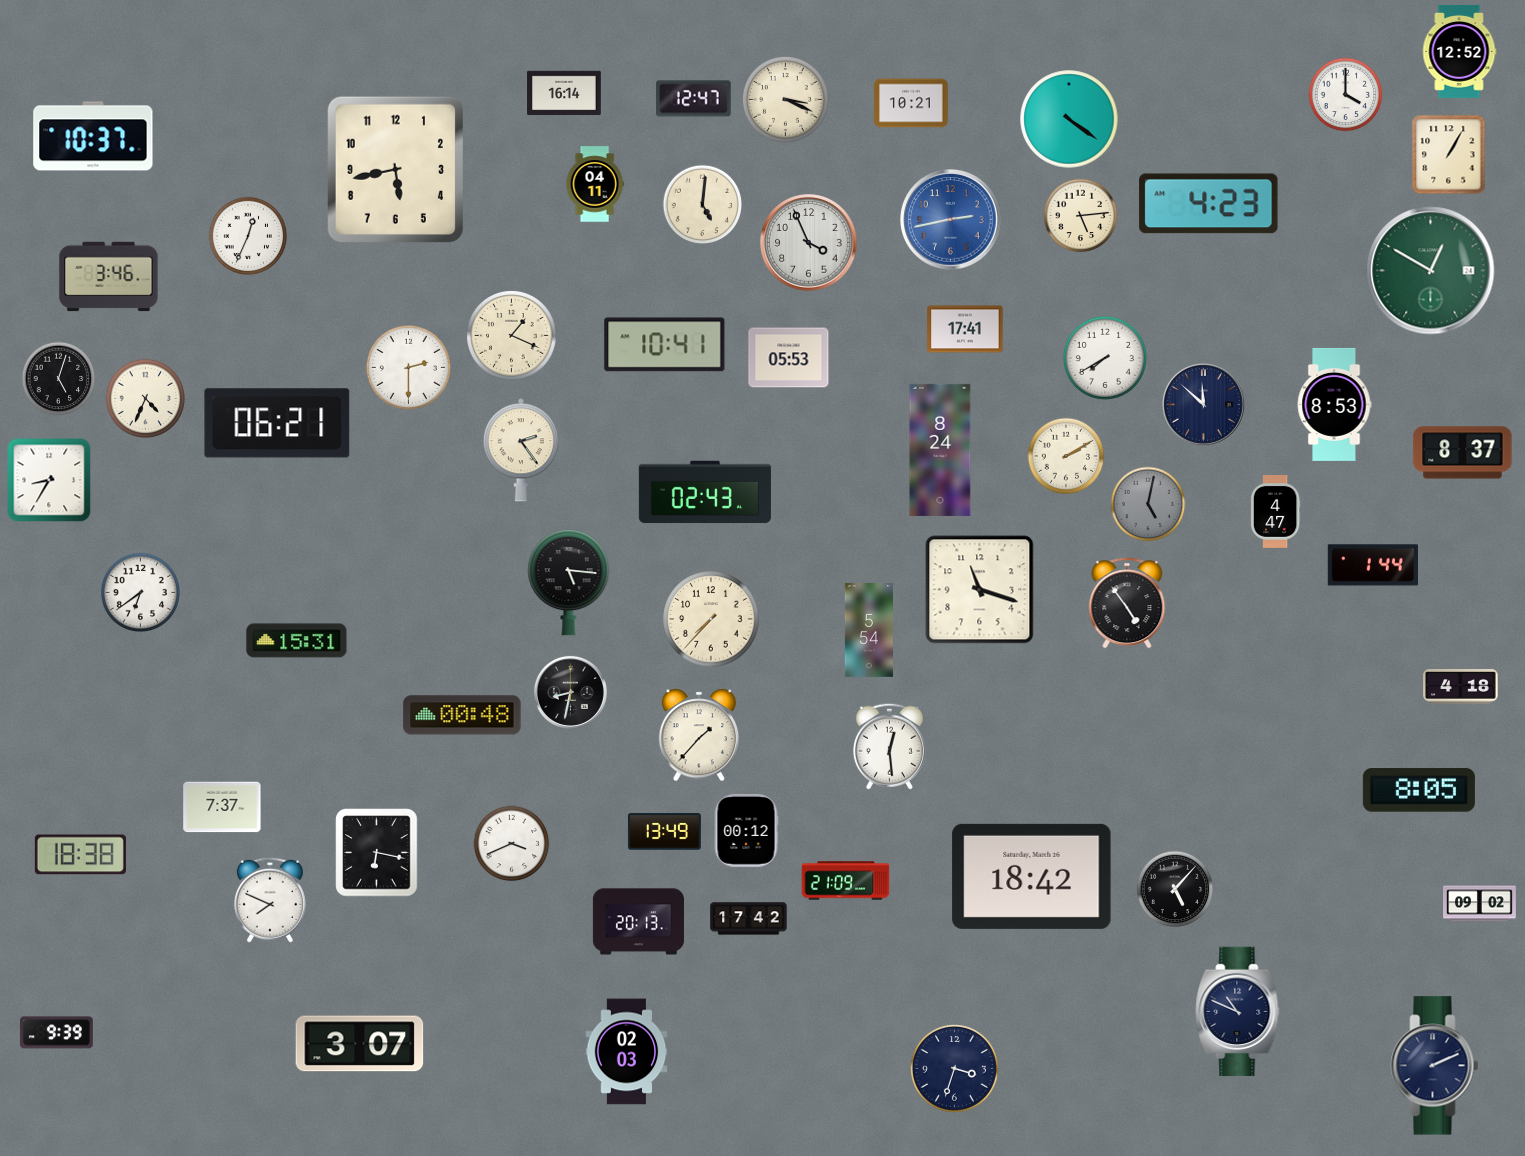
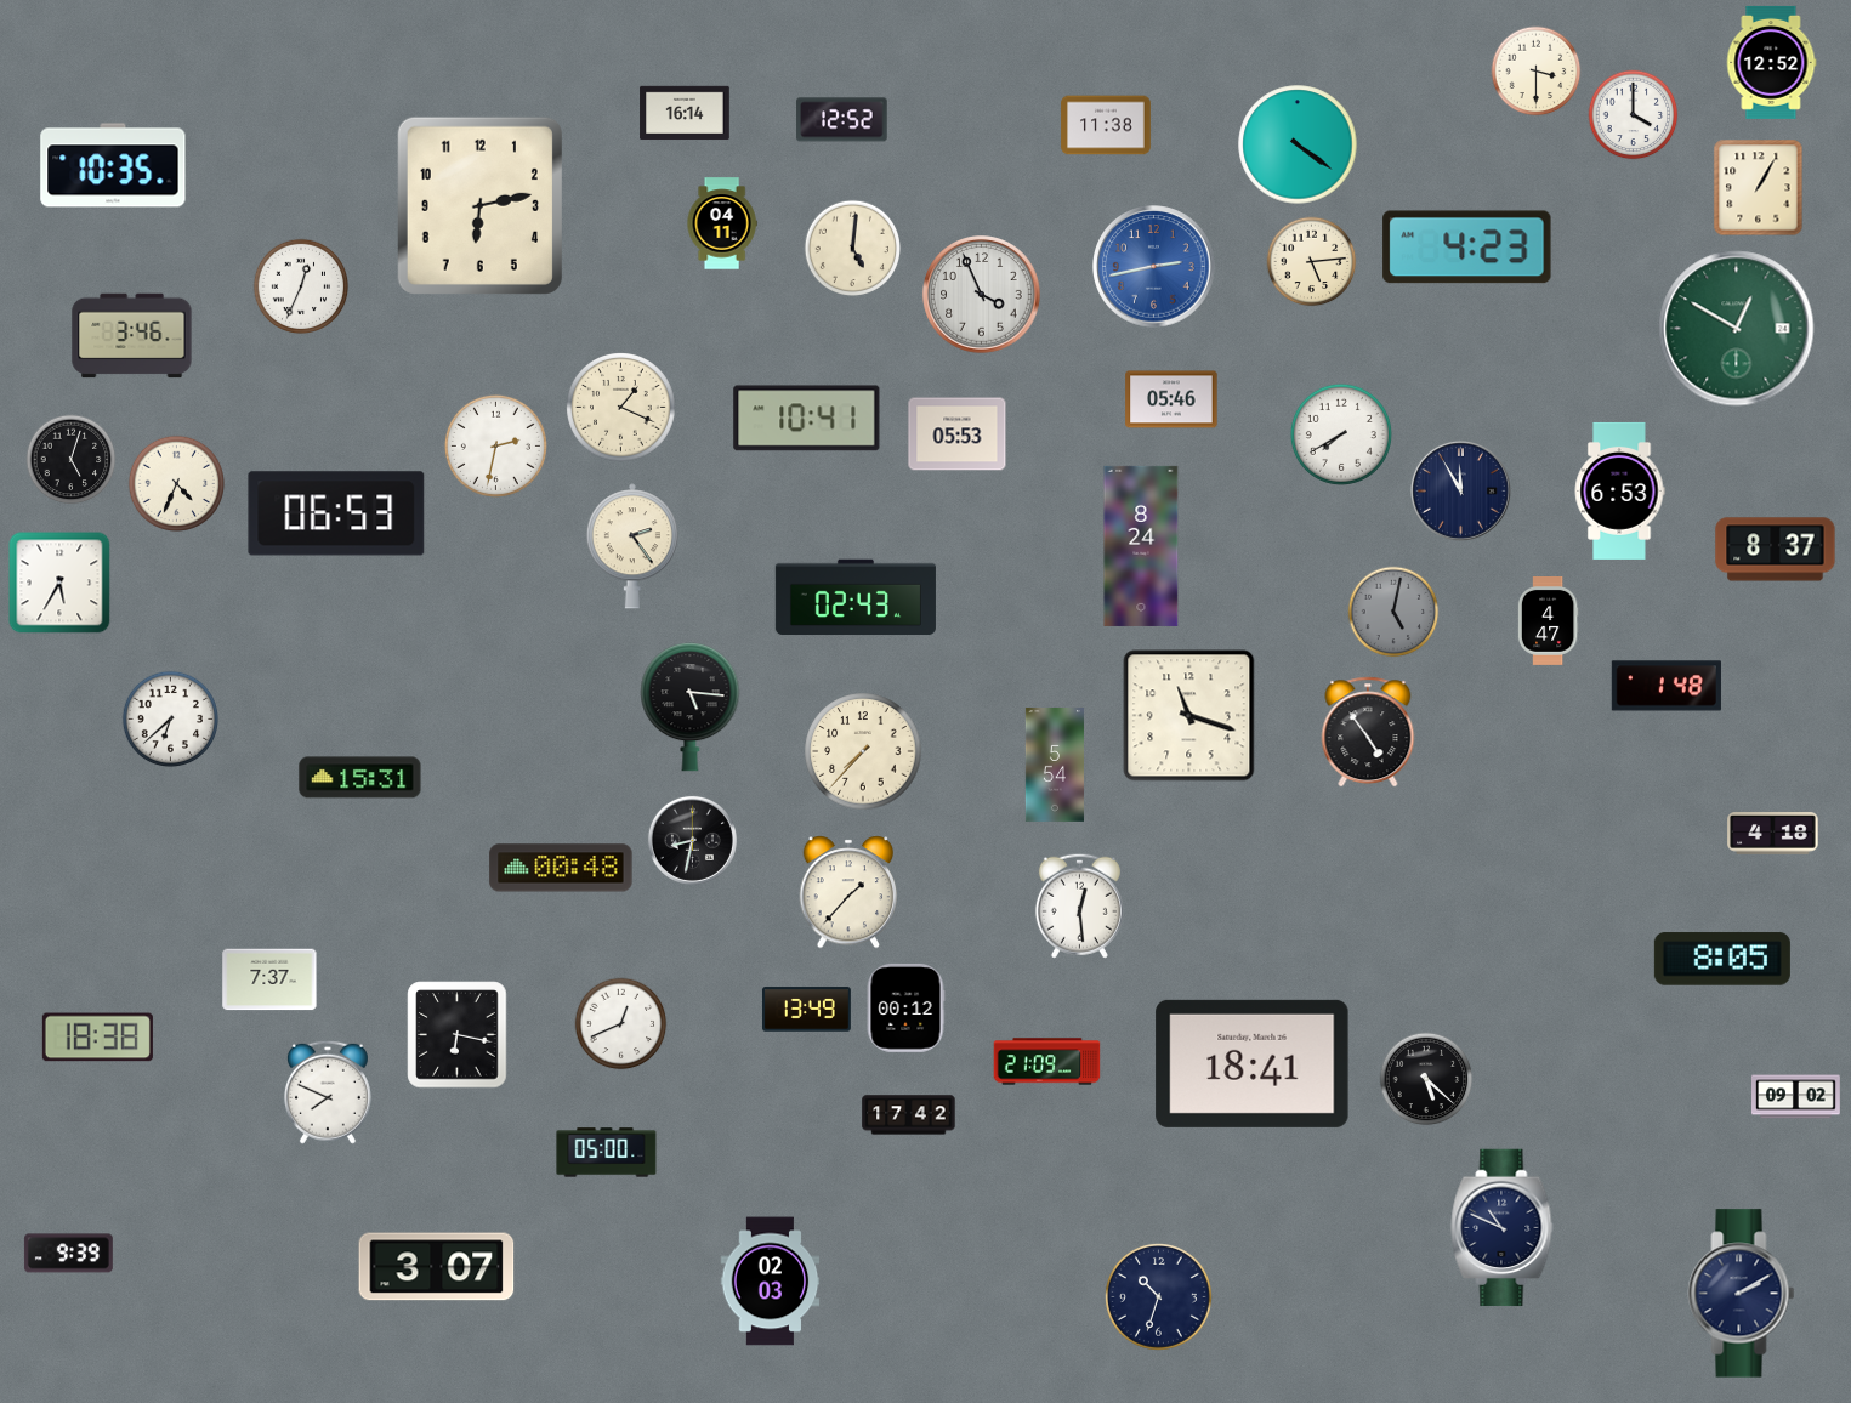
clock at (1537, 72): none -> 3:30
clock at (694, 99): 12:47 -> 12:52
clock at (785, 99): 3:19 -> none
clock at (911, 103): 10:21 -> 11:38
clock at (93, 136): 10:37 -> 10:35
clock at (395, 169): 5:43 -> 6:13
clock at (965, 329): 17:41 -> 05:46
clock at (408, 367): 2:30 -> 2:32
clock at (1203, 404): 11:52 -> 11:55
clock at (1334, 404): 8:53 -> 6:53
clock at (277, 423): 06:21 -> 06:53
clock at (1066, 456): 2:10 -> none
clock at (49, 480): 8:35 -> 5:35
clock at (1373, 565): 1:44 -> 1:48
clock at (141, 593): 6:39 -> 6:38
clock at (512, 844): 3:41 -> 12:41
clock at (1032, 876): 18:42 -> 18:41
clock at (846, 881) position: (846, 881) -> (1047, 1062)
clock at (1175, 889): 5:07 -> 5:22
clock at (638, 922): 20:13 -> none
clock at (607, 1153): none -> 05:00
clock at (627, 1052) position: (627, 1052) -> (771, 1282)
clock at (1435, 1066): 2:11 -> 2:10
clock at (954, 1068): 3:33 -> 10:33
